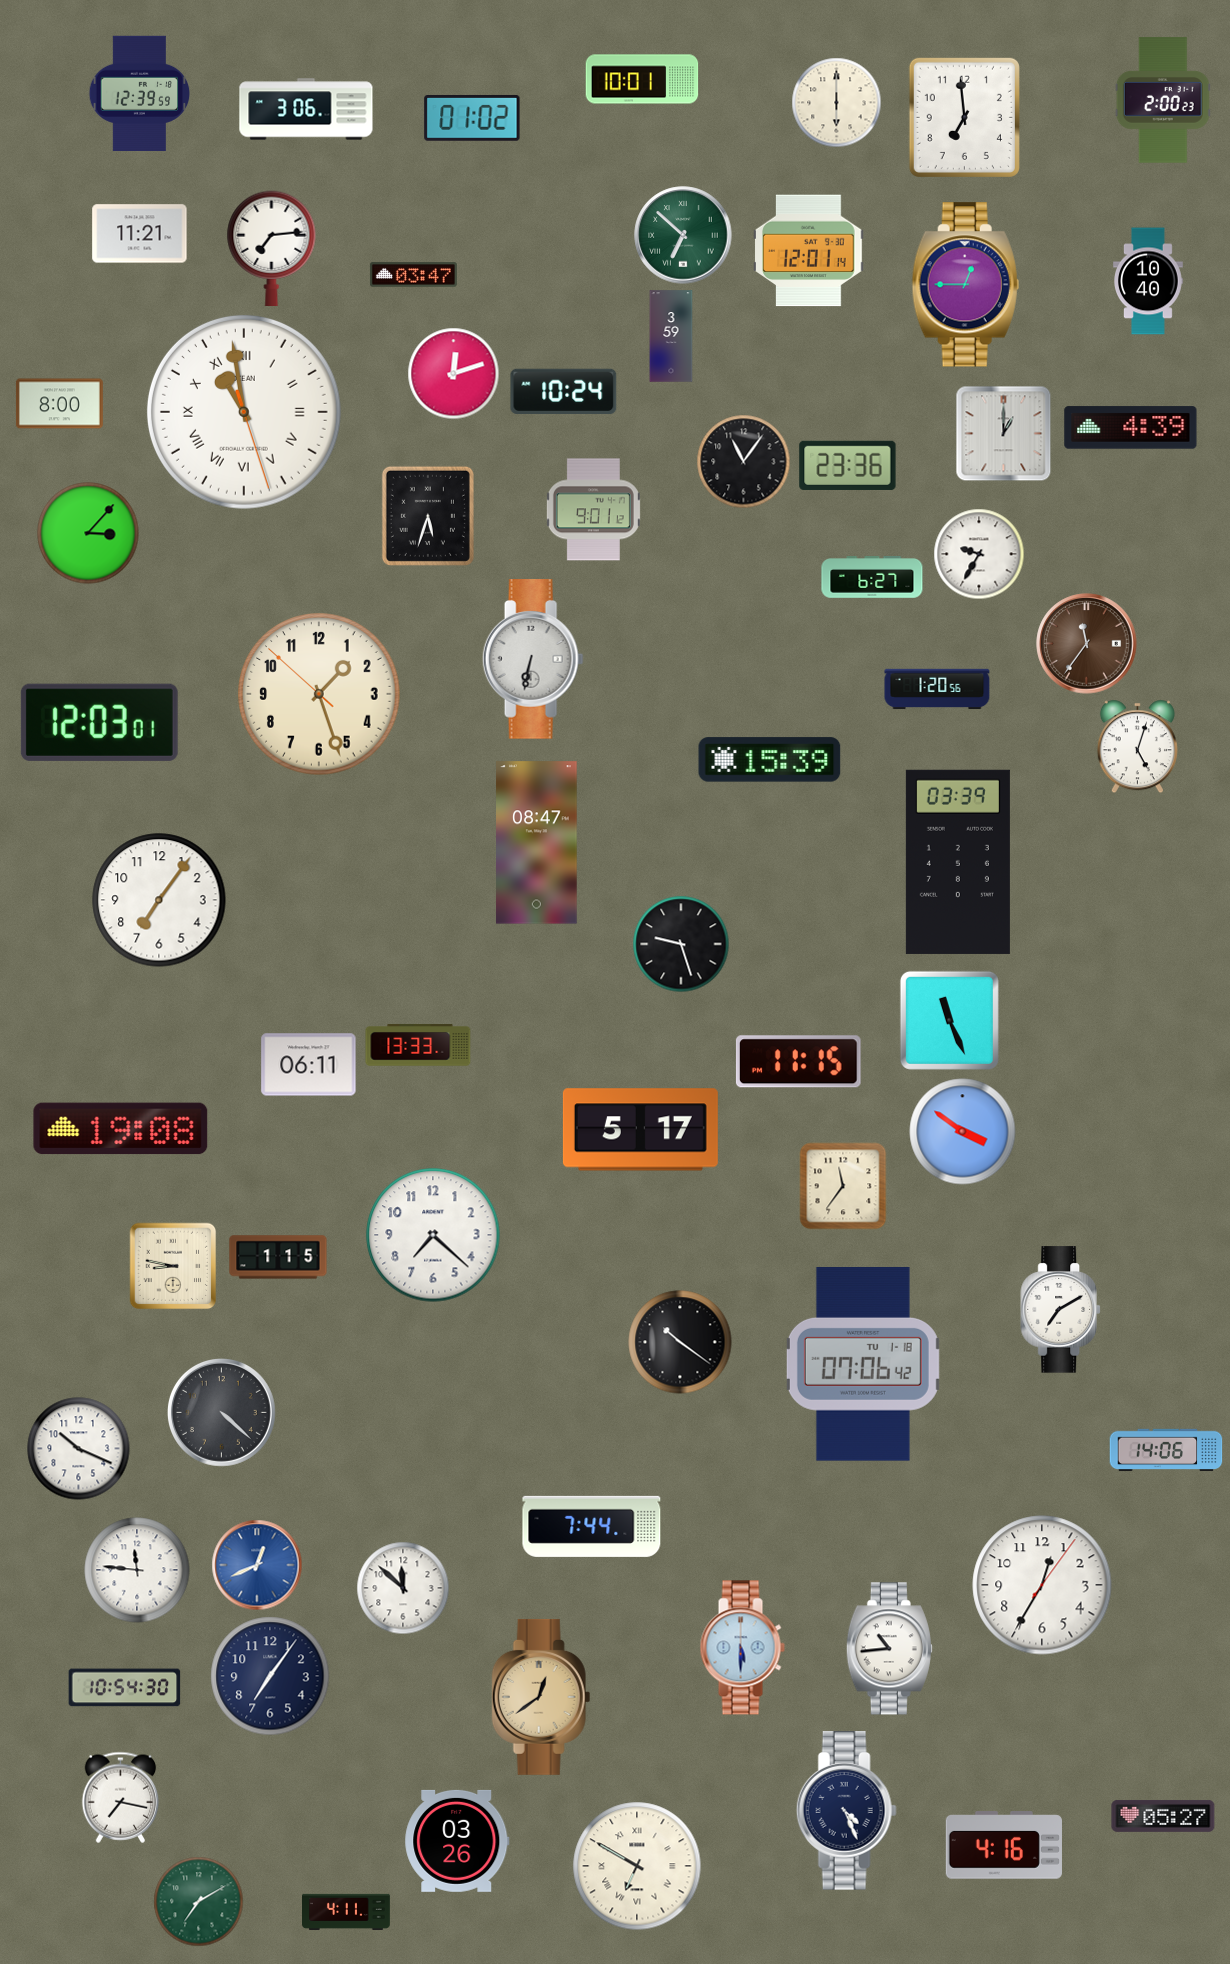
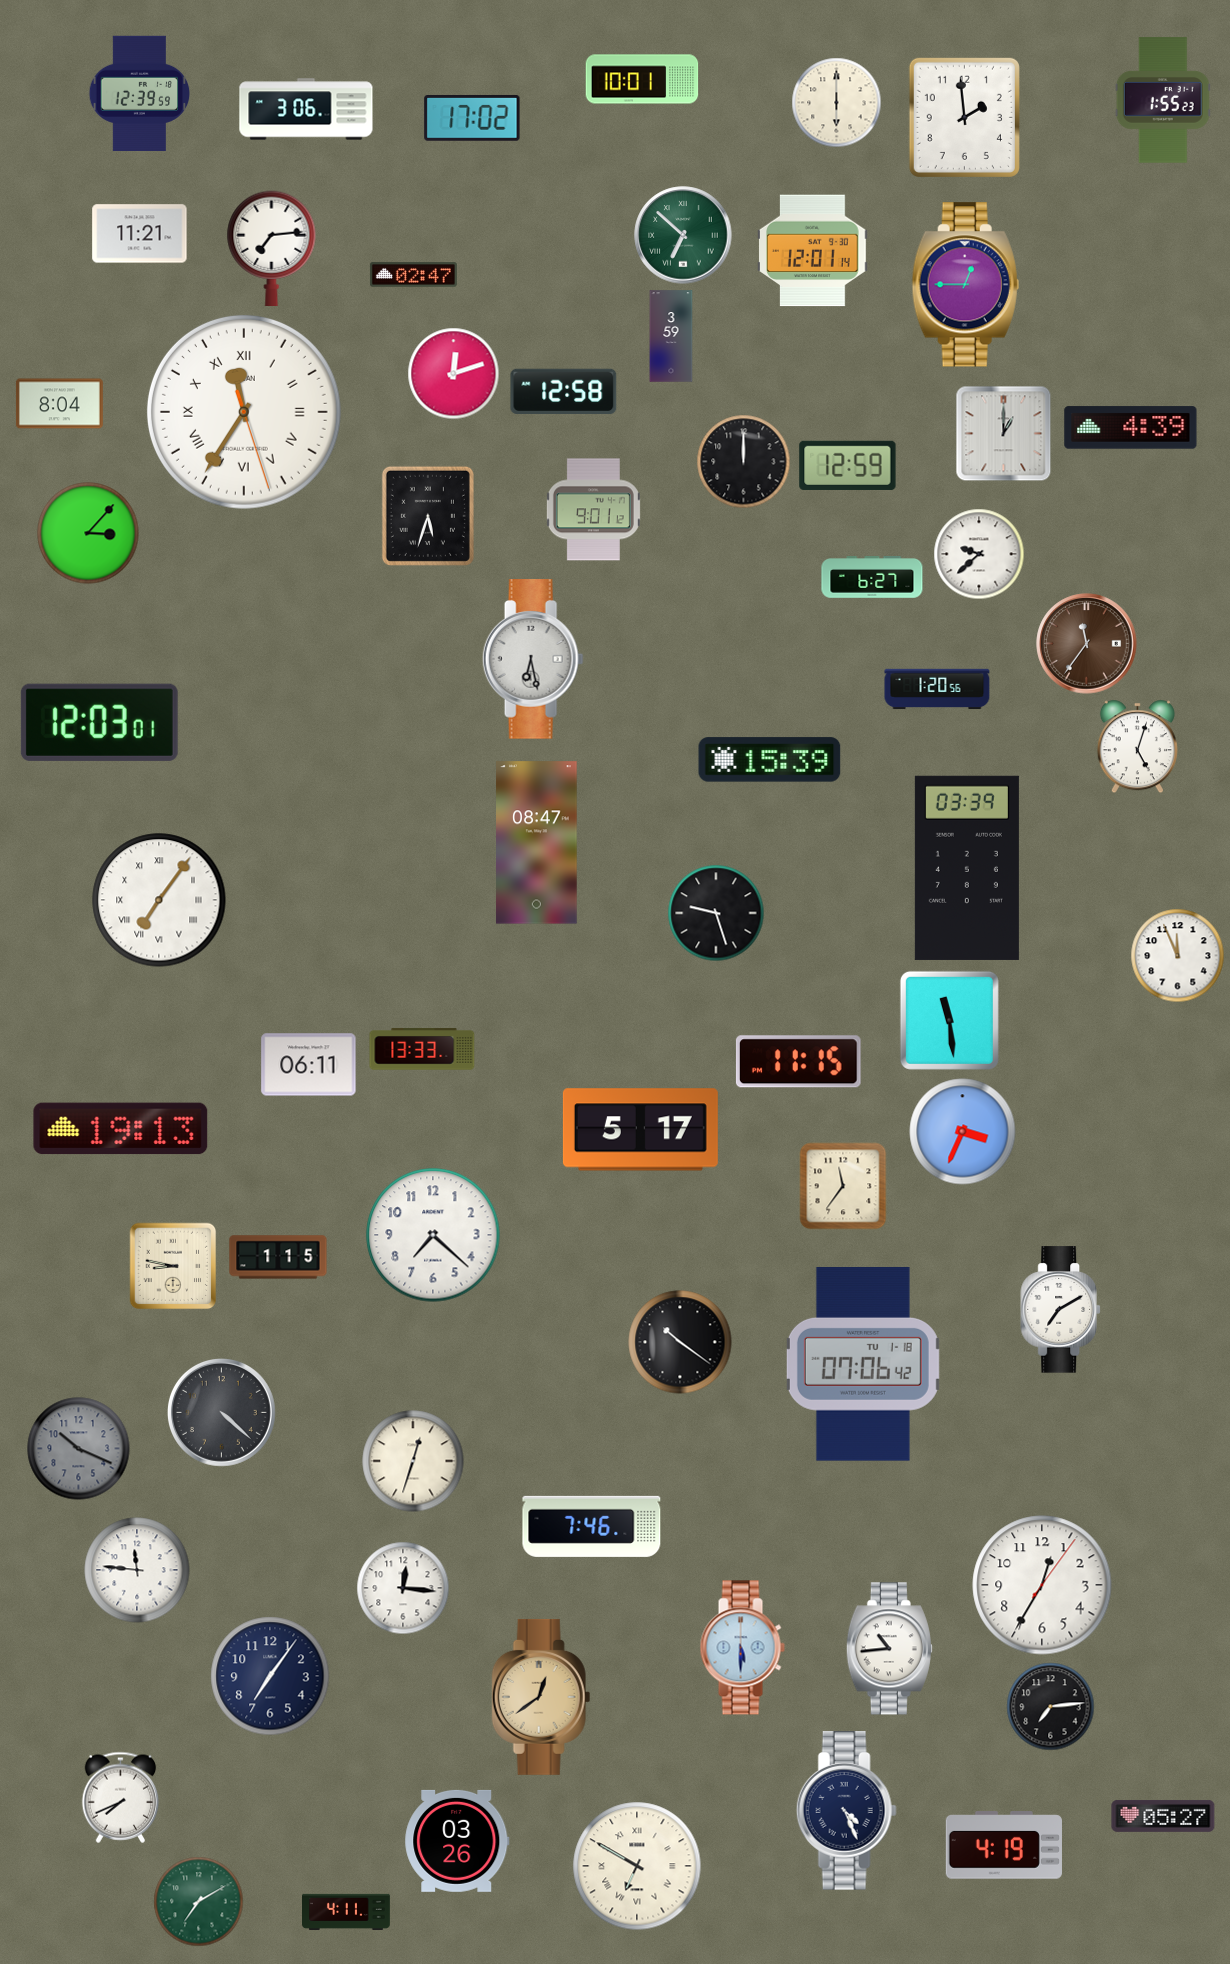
clock at (1163, 100): 2:00 -> 1:55
clock at (964, 117): 6:59 -> 1:59
clock at (472, 118): 01:02 -> 17:02
clock at (809, 251) position: (809, 251) -> (813, 251)
clock at (413, 275): 03:47 -> 02:47
clock at (1149, 281): 10:40 -> none
clock at (564, 391): 10:24 -> 12:58
clock at (59, 404): 8:00 -> 8:04
clock at (244, 412): 10:58 -> 11:35
clock at (744, 462): 11:06 -> 12:00
clock at (848, 465): 23:36 -> 12:59
clock at (979, 554): 9:35 -> 9:38
clock at (533, 659): 6:32 -> 6:28
clock at (319, 694): 1:26 -> none
clock at (958, 862) position: (958, 862) -> (967, 868)
clock at (159, 900) numerals: Arabic -> Roman
clock at (681, 944) position: (681, 944) -> (716, 913)
clock at (1178, 956): none -> 11:56
clock at (949, 1020): 11:26 -> 11:29
clock at (418, 1045) position: (418, 1045) -> (422, 1049)
clock at (121, 1129): 19:08 -> 19:13
clock at (963, 1132): 3:51 -> 3:34
clock at (79, 1449) dial: white -> grey
clock at (1166, 1450): 14:06 -> none
clock at (413, 1461): none -> 12:33
clock at (592, 1526): 7:44 -> 7:46
clock at (257, 1565): 12:41 -> none
clock at (403, 1588): 11:52 -> 12:16
clock at (125, 1688): 10:54 -> none
clock at (1051, 1707): none -> 7:14
clock at (121, 1797): 7:17 -> 7:41
clock at (1004, 1845): 4:16 -> 4:19
